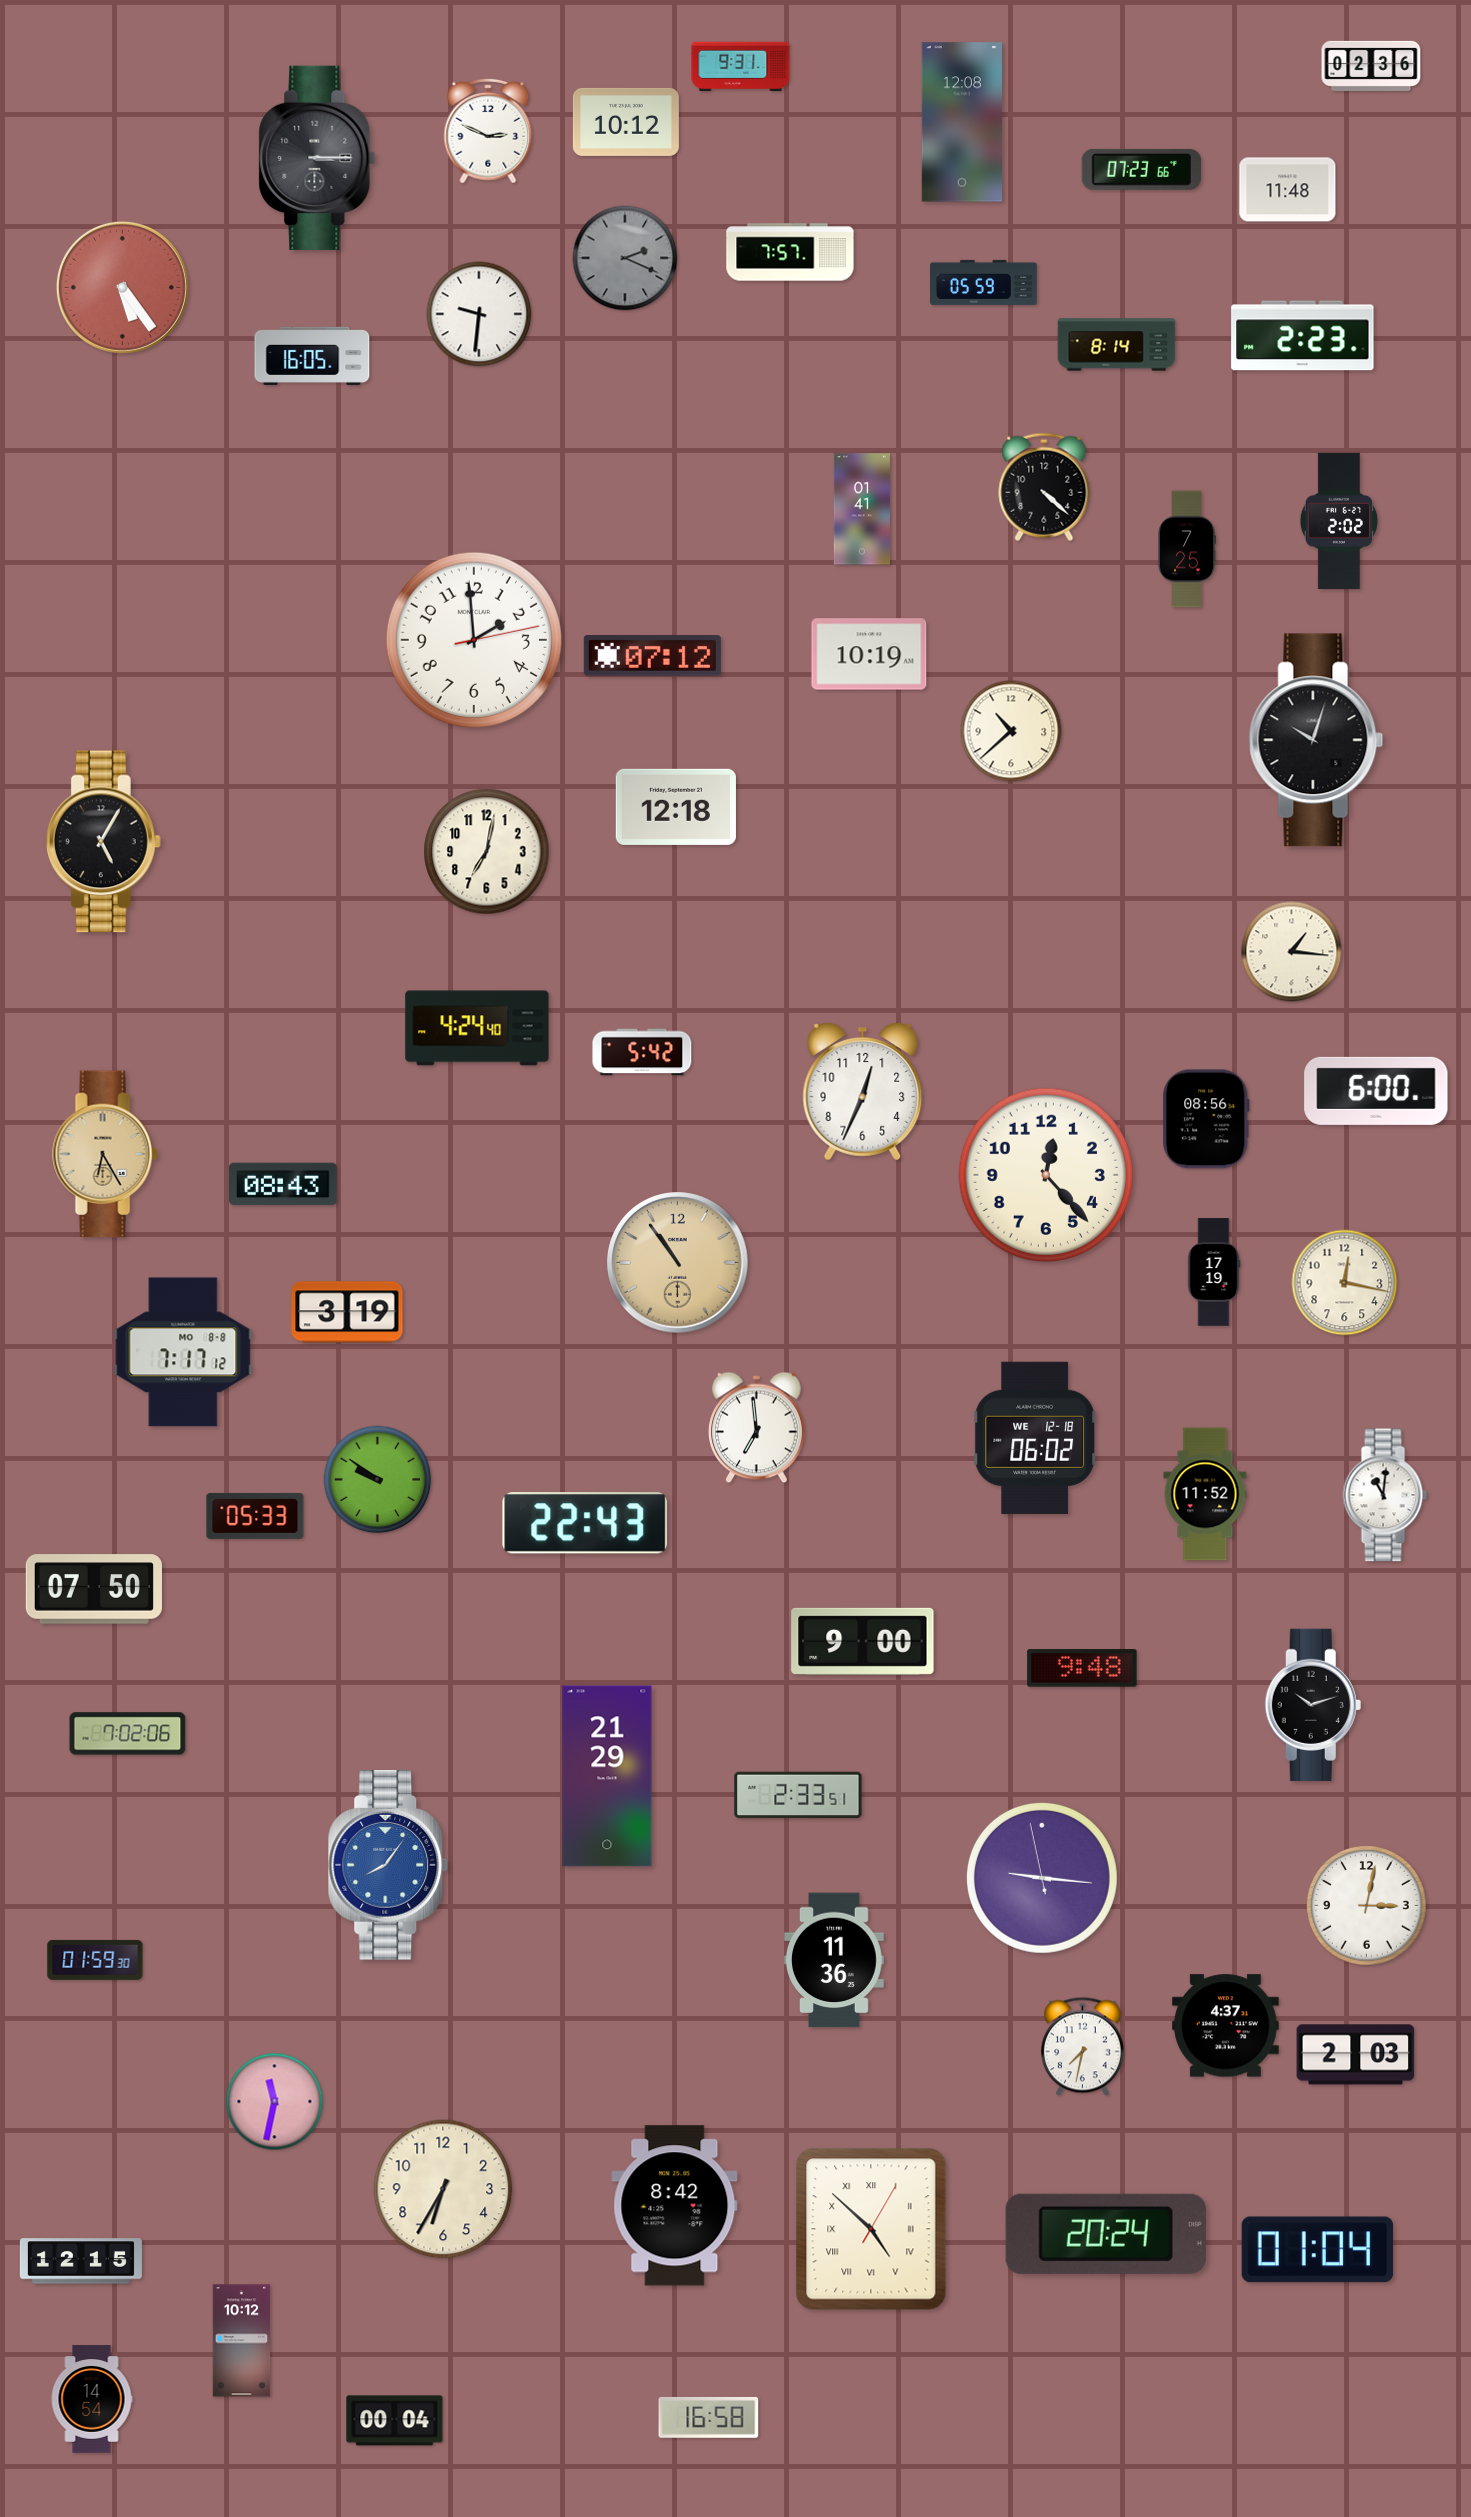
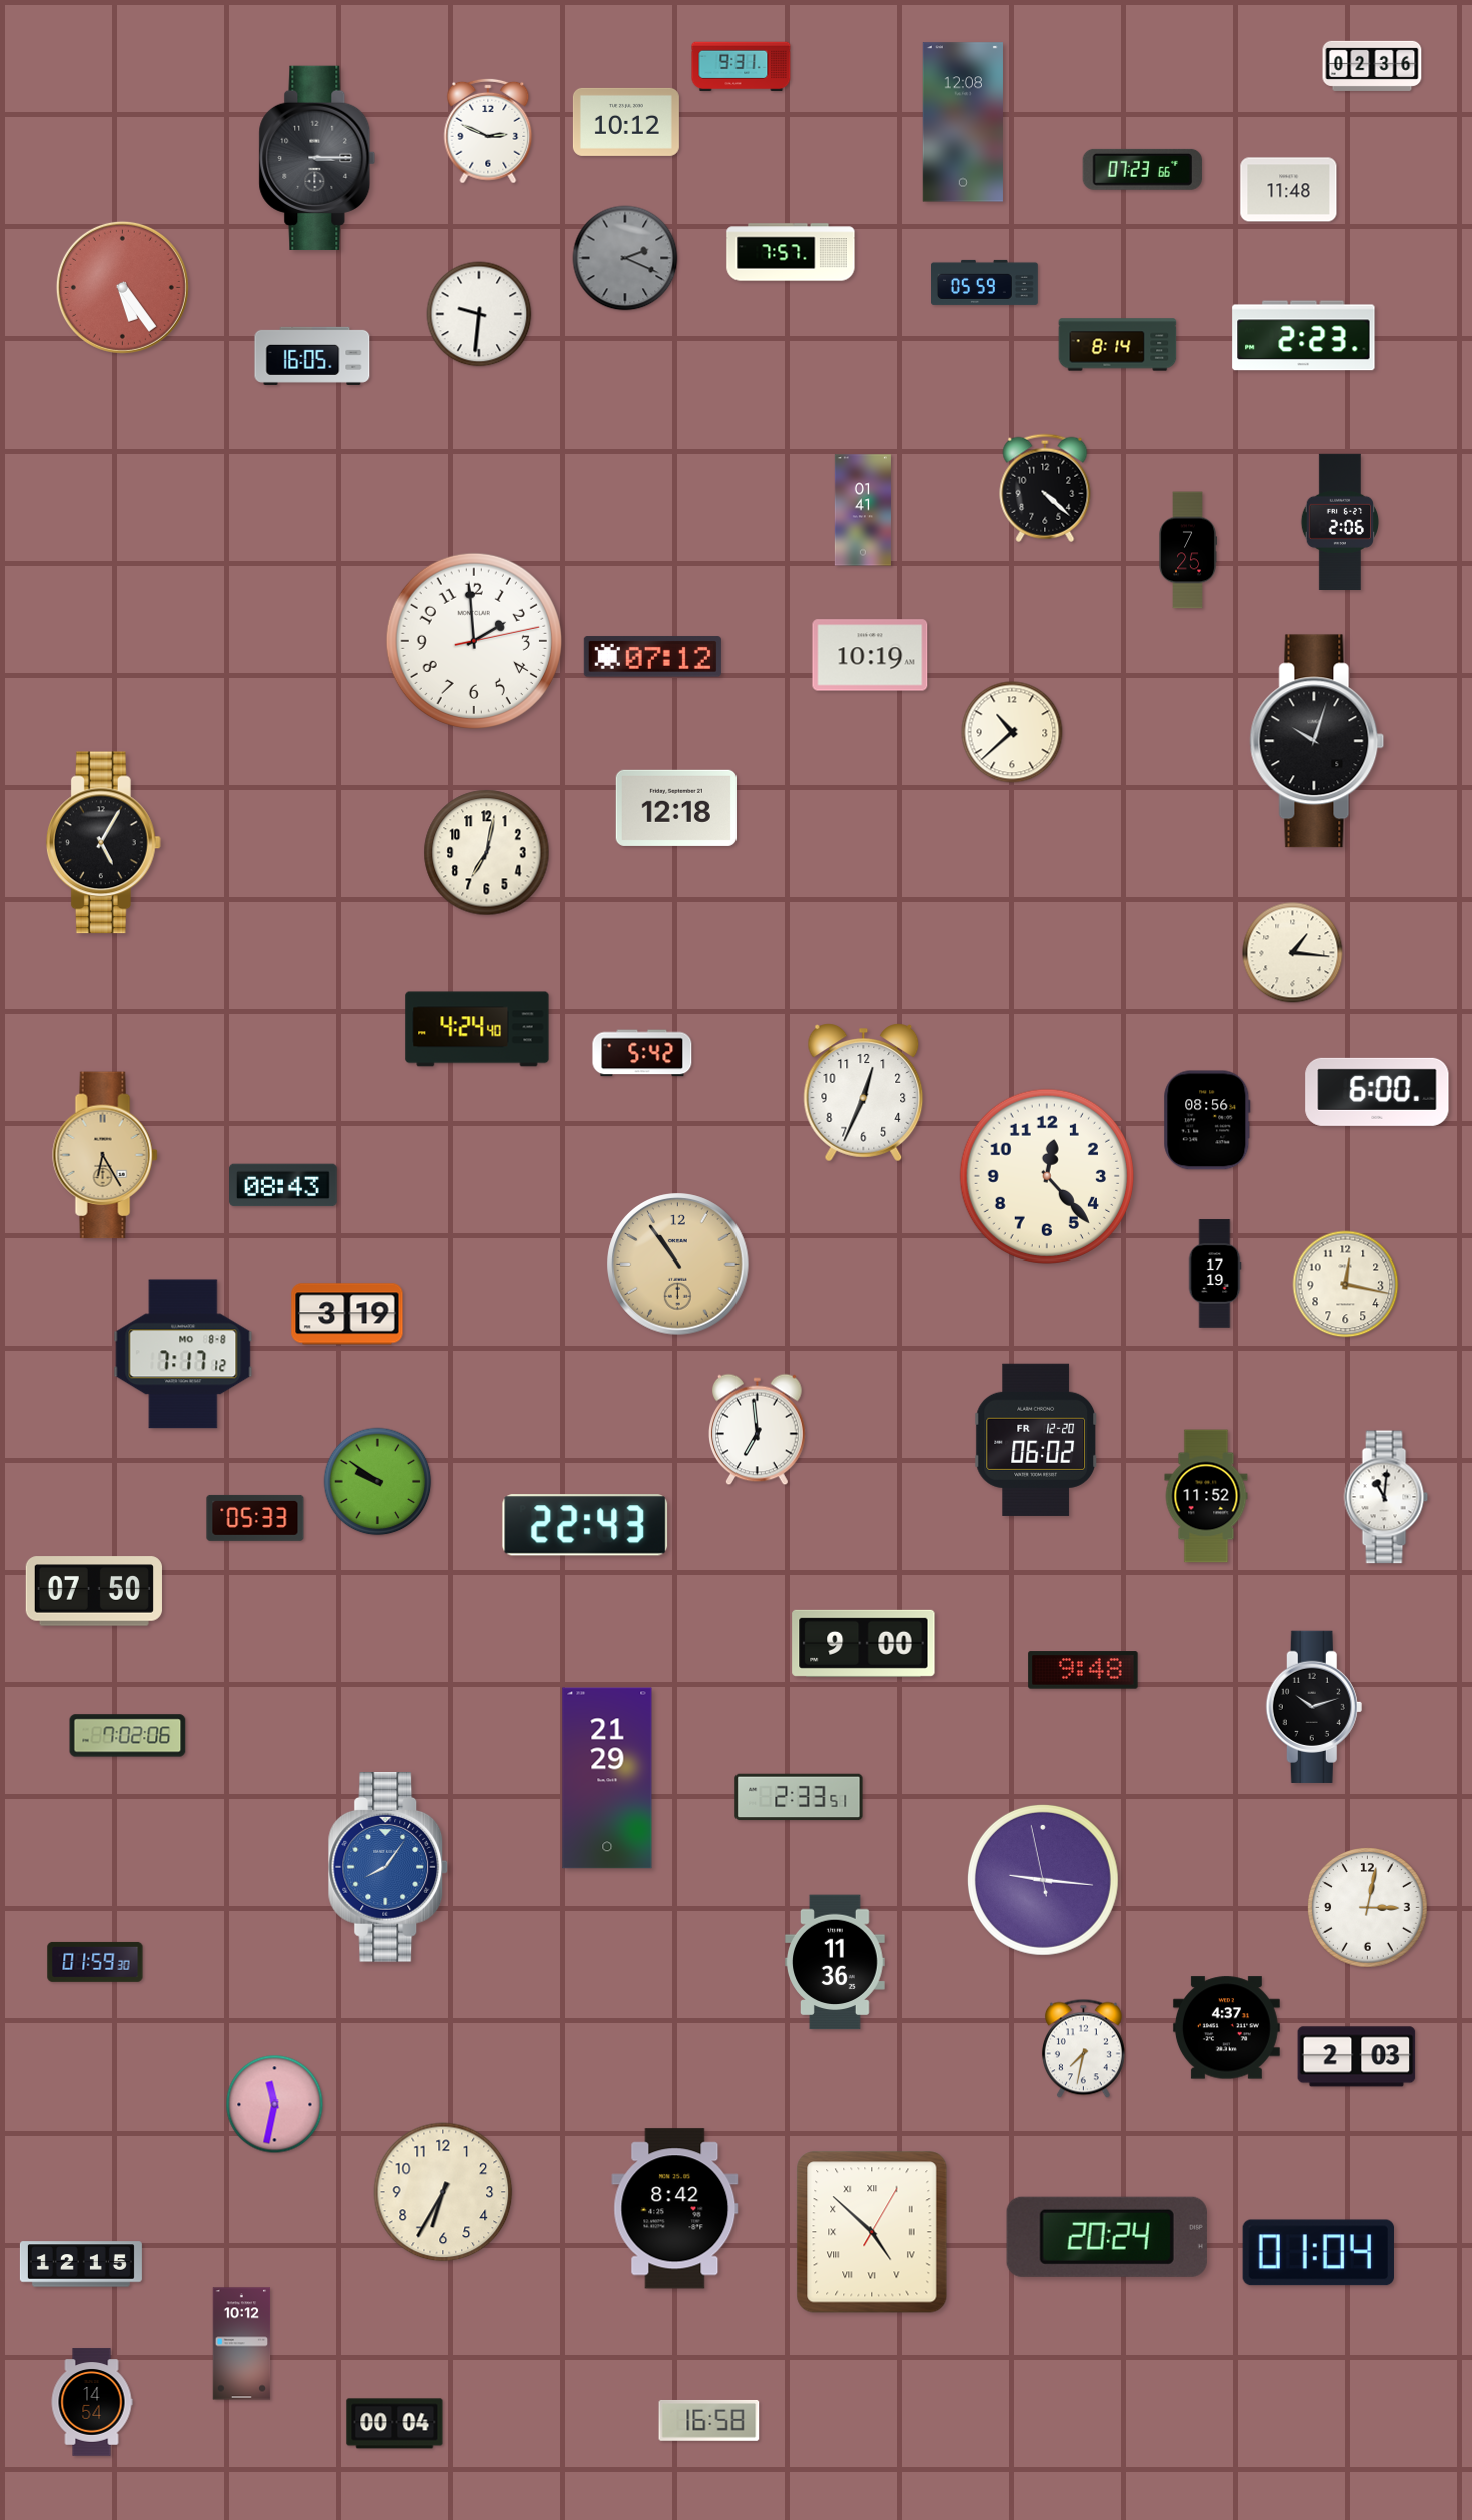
clock at (1339, 520): 2:02 -> 2:06
clock at (1035, 1438) date: WE 12-18 -> FR 12-20
